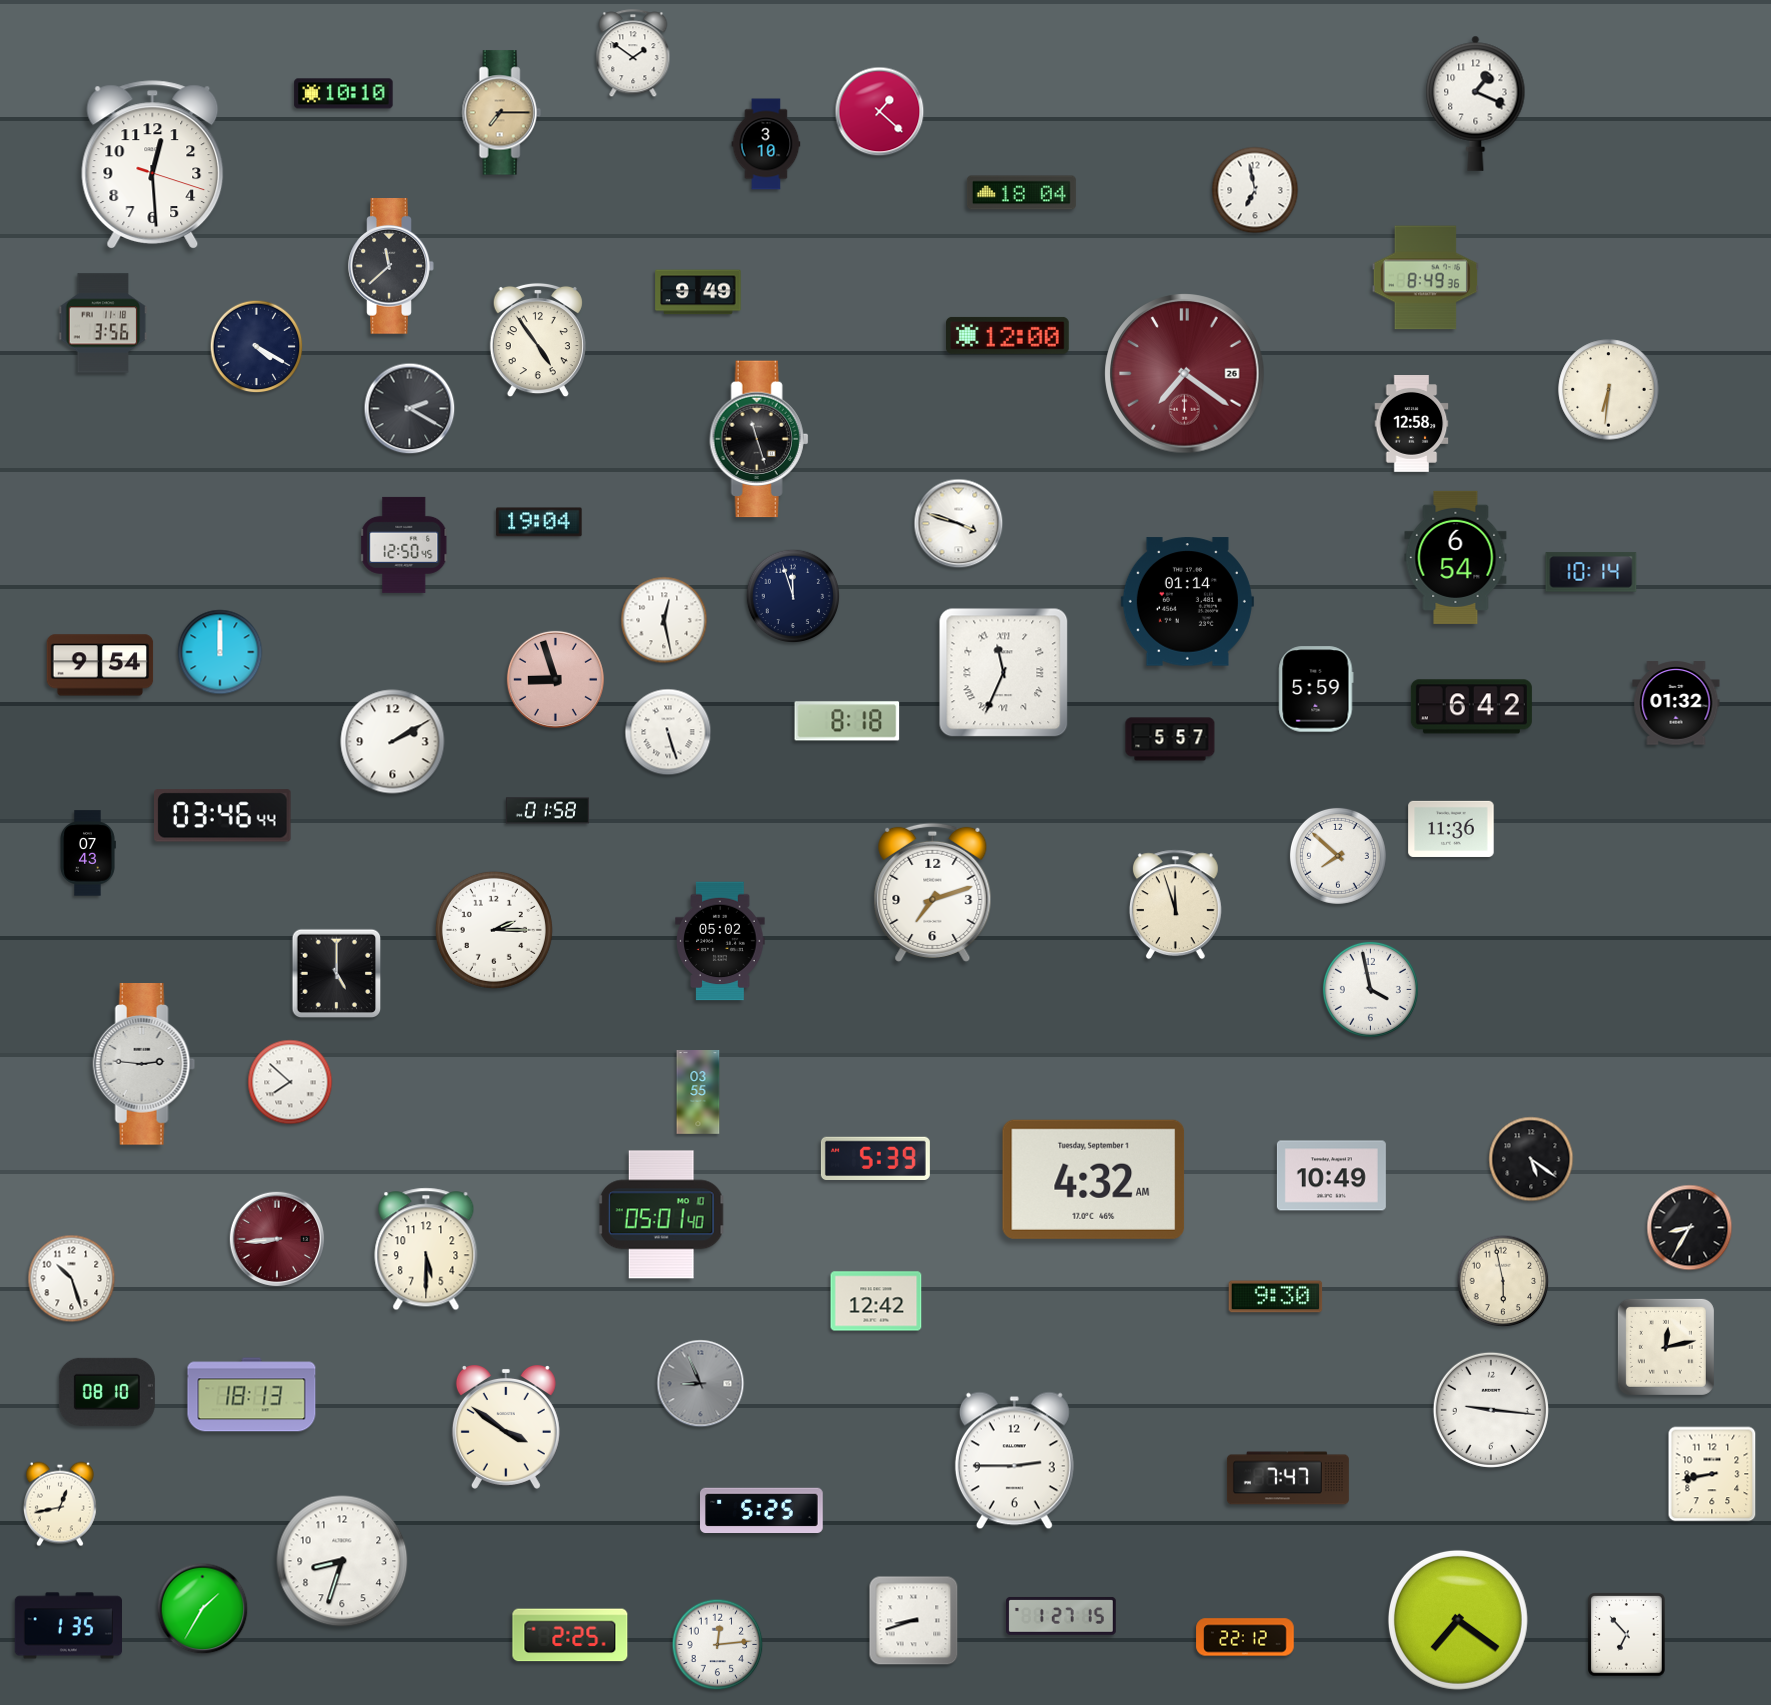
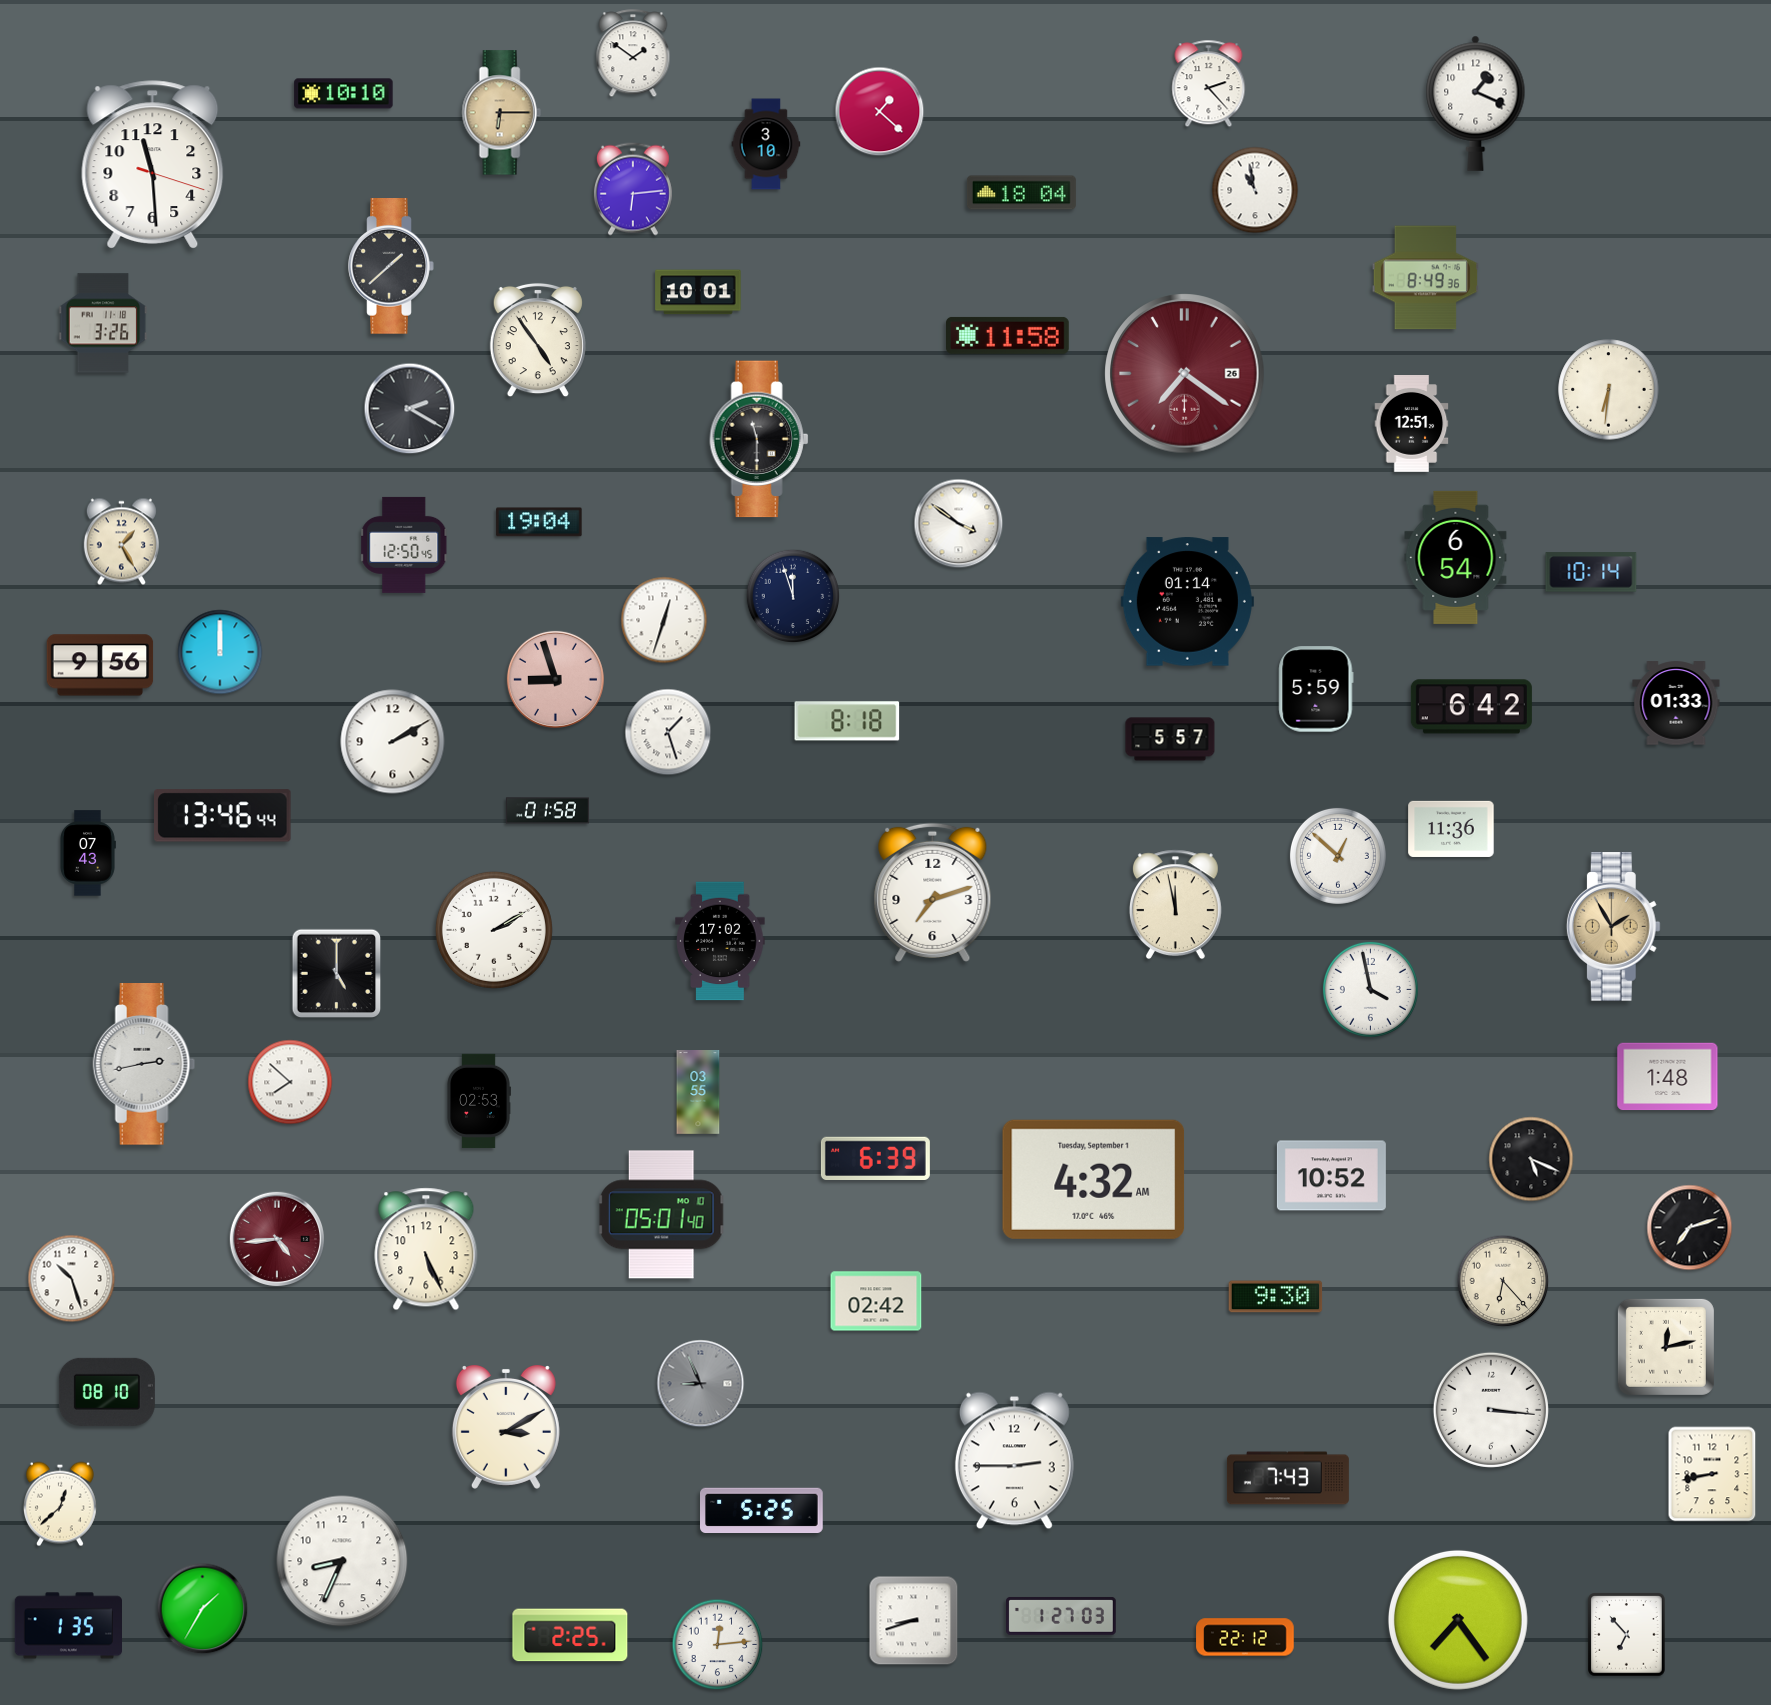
clock at (1209, 84): none -> 2:23
clock at (501, 113): 7:15 -> 6:15
clock at (153, 165): 12:29 -> 11:29
clock at (633, 189): none -> 6:14
clock at (1255, 190): 6:58 -> 10:58
clock at (391, 267): 11:38 -> 1:38
clock at (698, 292): 9:49 -> 10:01
clock at (103, 323): 3:56 -> 3:26
clock at (1008, 335): 12:00 -> 11:58
clock at (257, 347): 4:20 -> none
clock at (1412, 424): 12:58 -> 12:51
clock at (759, 439): 11:27 -> 11:30
clock at (959, 524): 3:48 -> 3:51
clock at (121, 542): none -> 1:25
clock at (664, 620): 12:28 -> 12:33
clock at (100, 665): 9:54 -> 9:56
clock at (1004, 673): 11:34 -> none
clock at (1676, 703): 01:32 -> 01:33
clock at (668, 732): 5:27 -> 1:27
clock at (223, 816): 03:46 -> 13:46
clock at (1338, 856): 7:52 -> 12:52
clock at (1175, 905): 11:57 -> 11:58
clock at (1613, 927): none -> 1:55
clock at (494, 930): 2:15 -> 2:10
clock at (720, 941): 05:02 -> 17:02
clock at (144, 1064): 2:46 -> 2:43
clock at (1668, 1077): none -> 1:48
clock at (479, 1101): none -> 02:53
clock at (875, 1158): 5:39 -> 6:39
clock at (1531, 1159): 5:21 -> 5:19
clock at (1331, 1176): 10:49 -> 10:52
clock at (1690, 1228): 8:35 -> 7:12
clock at (276, 1238): 8:44 -> 4:44
clock at (426, 1249): 5:30 -> 5:26
clock at (1503, 1281): 5:58 -> 6:23
clock at (876, 1301): 12:42 -> 02:42
clock at (252, 1395): 18:13 -> none
clock at (1491, 1410): 9:16 -> 3:16
clock at (506, 1428): 3:51 -> 3:10
clock at (1288, 1478): 7:47 -> 7:43
clock at (60, 1504): 12:43 -> 12:38
clock at (342, 1561): 8:33 -> 8:34
clock at (1062, 1616): 1:27:15 -> 1:27:03
clock at (1458, 1620): 7:21 -> 7:24
